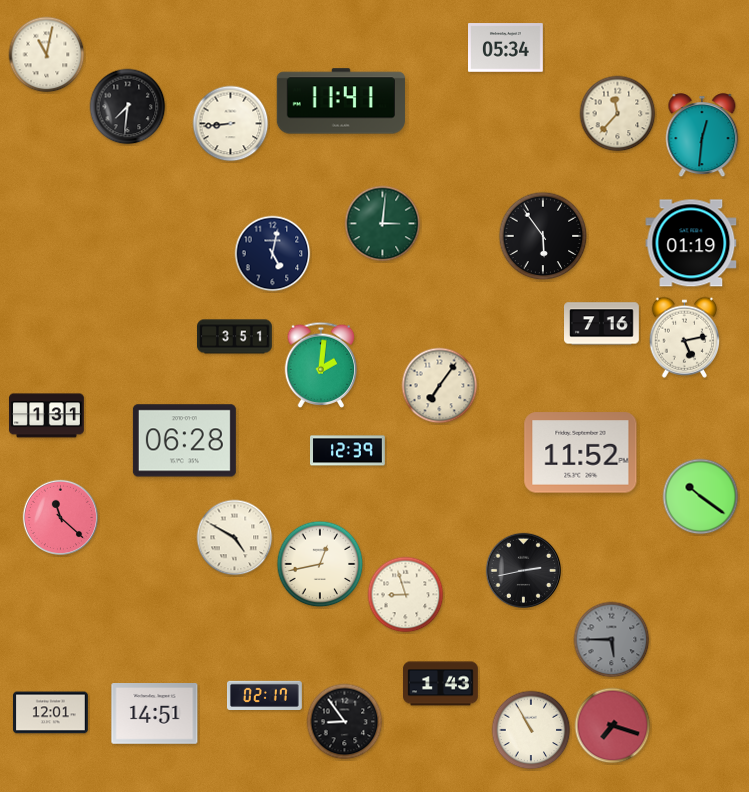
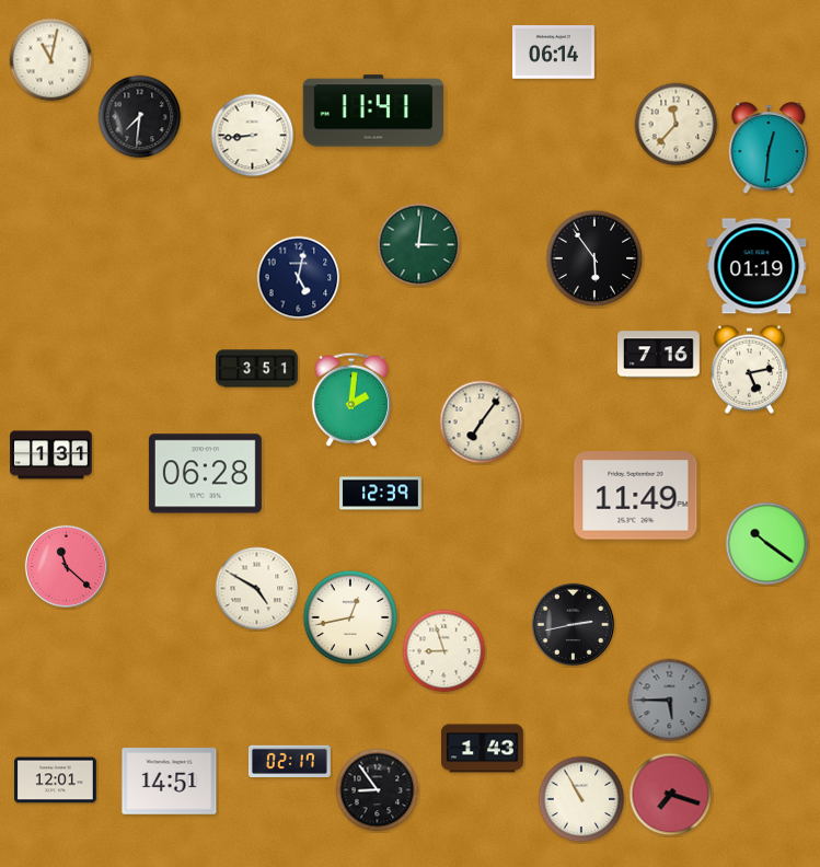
clock at (506, 48): 05:34 -> 06:14
clock at (184, 441) position: (184, 441) -> (205, 474)
clock at (581, 453): 11:52 -> 11:49
